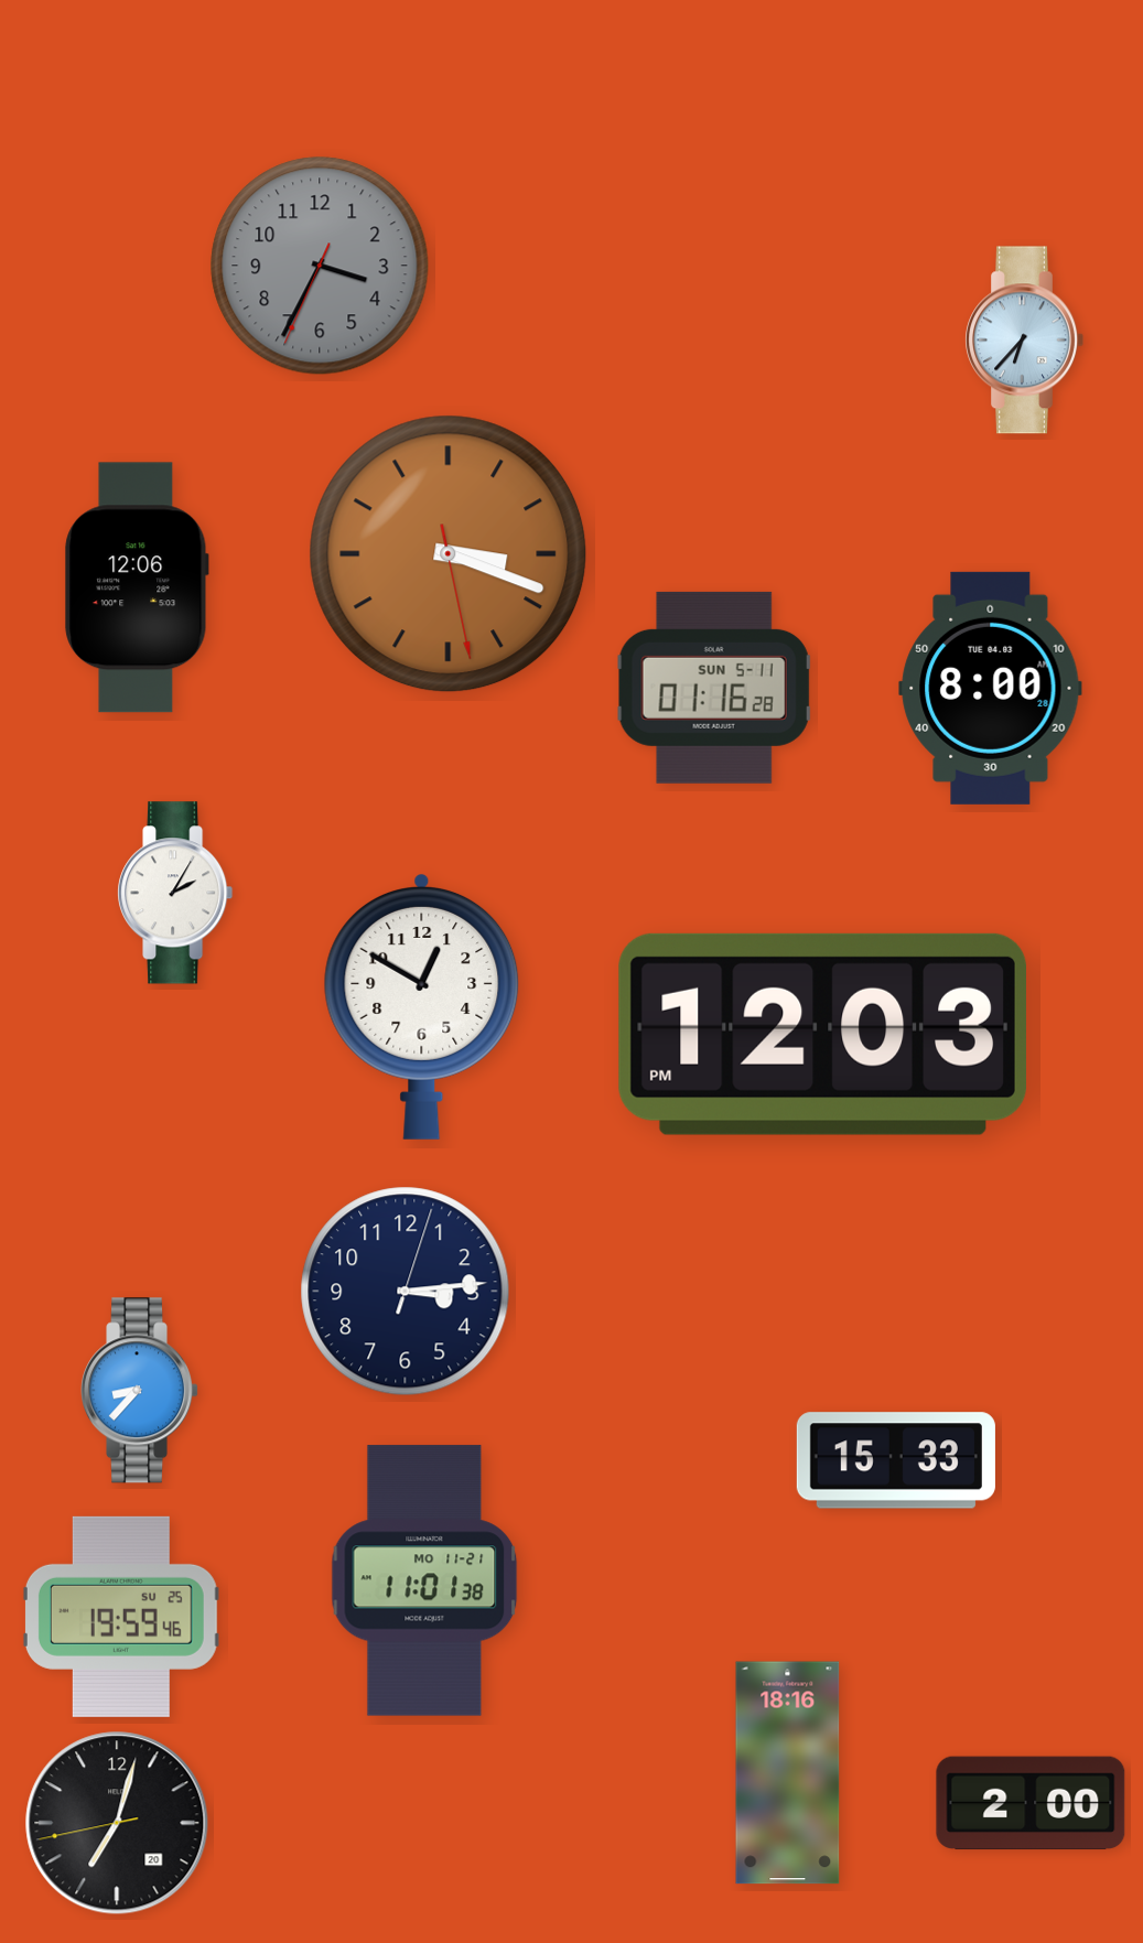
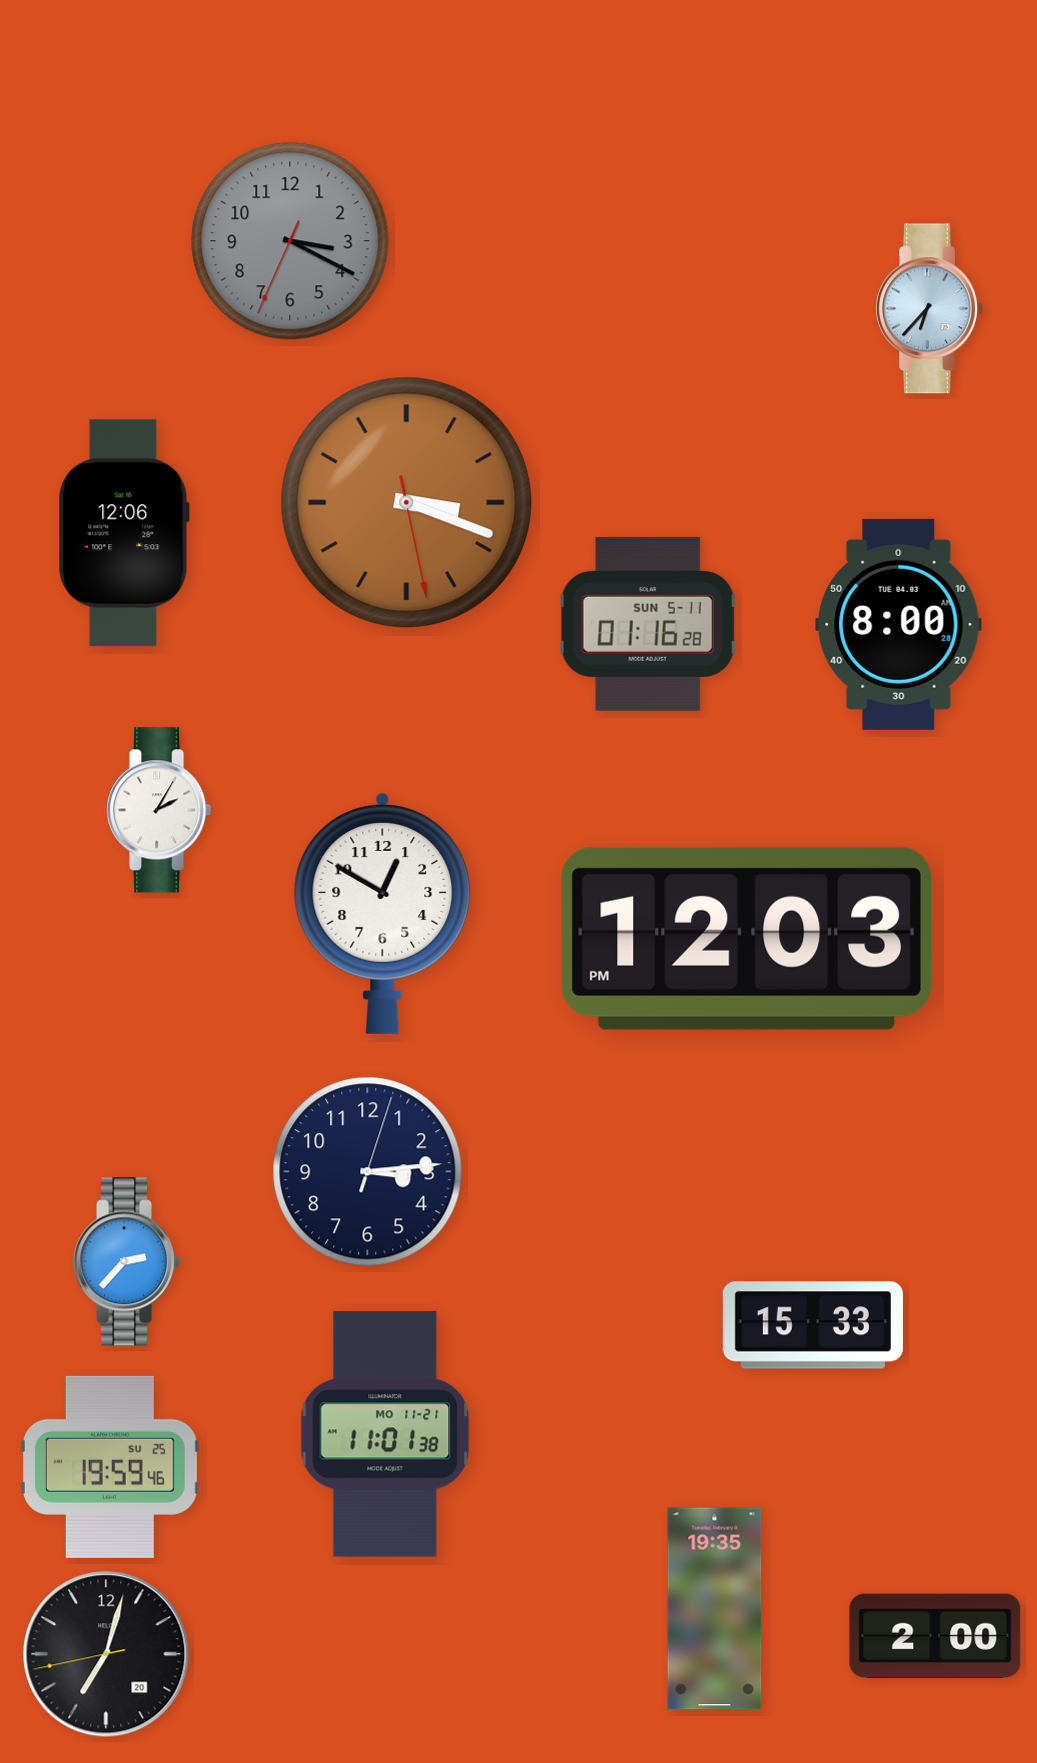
clock at (320, 266): 3:34 -> 3:19
clock at (140, 1391): 8:37 -> 2:37
clock at (788, 1773): 18:16 -> 19:35
